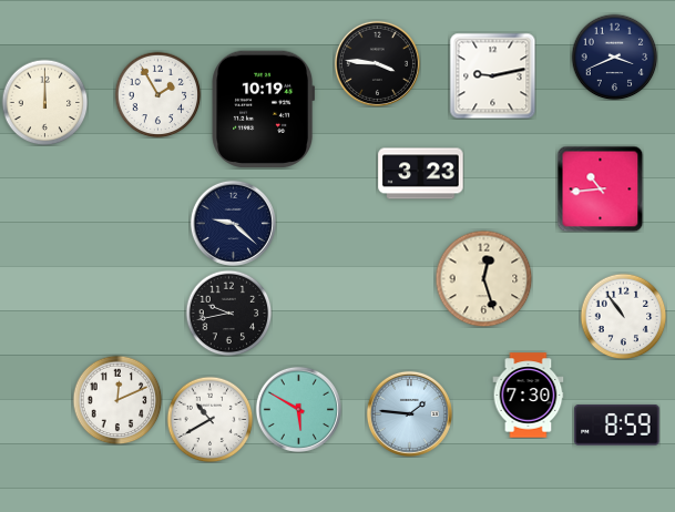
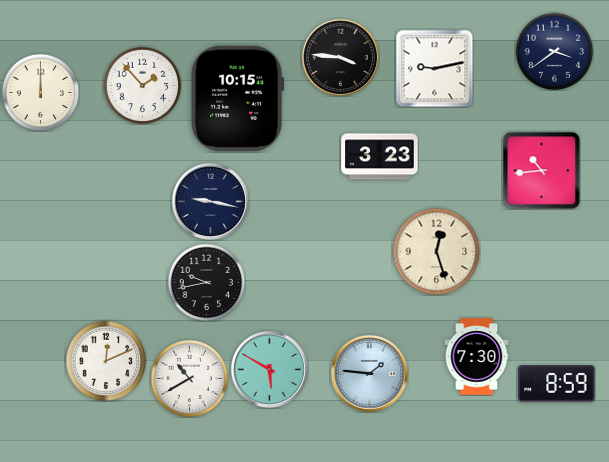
clock at (614, 57): 3:41 -> 3:39
clock at (492, 75) position: (492, 75) -> (434, 68)
clock at (157, 94): 1:55 -> 1:53
clock at (264, 109): 10:19 -> 10:15
clock at (233, 223): 9:22 -> 9:17
clock at (623, 316): 10:54 -> none
